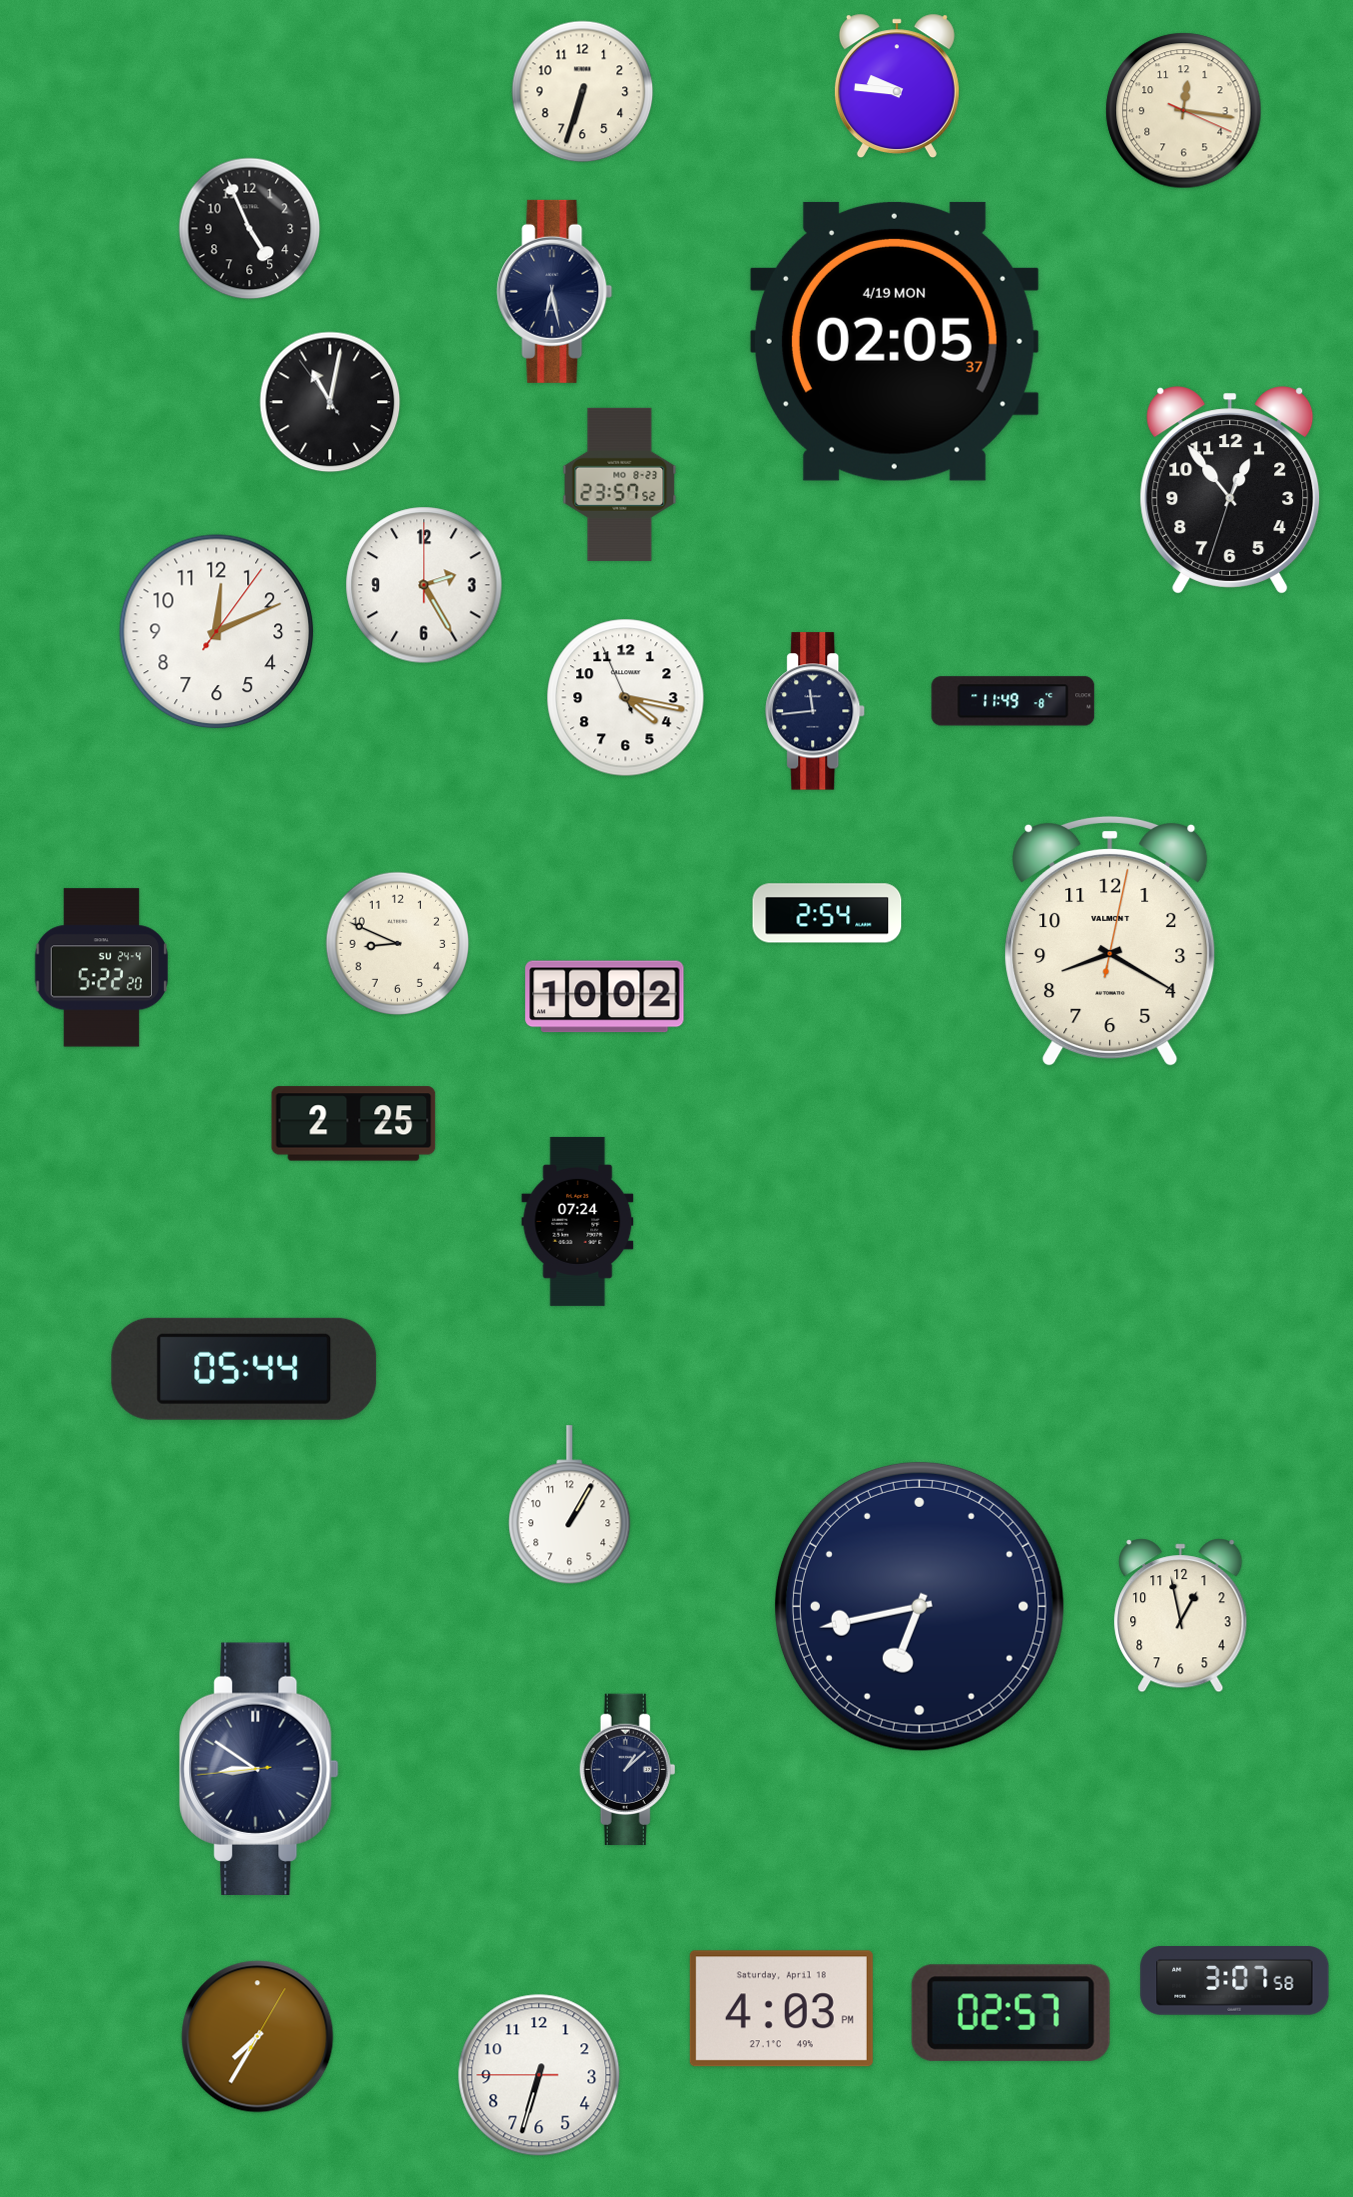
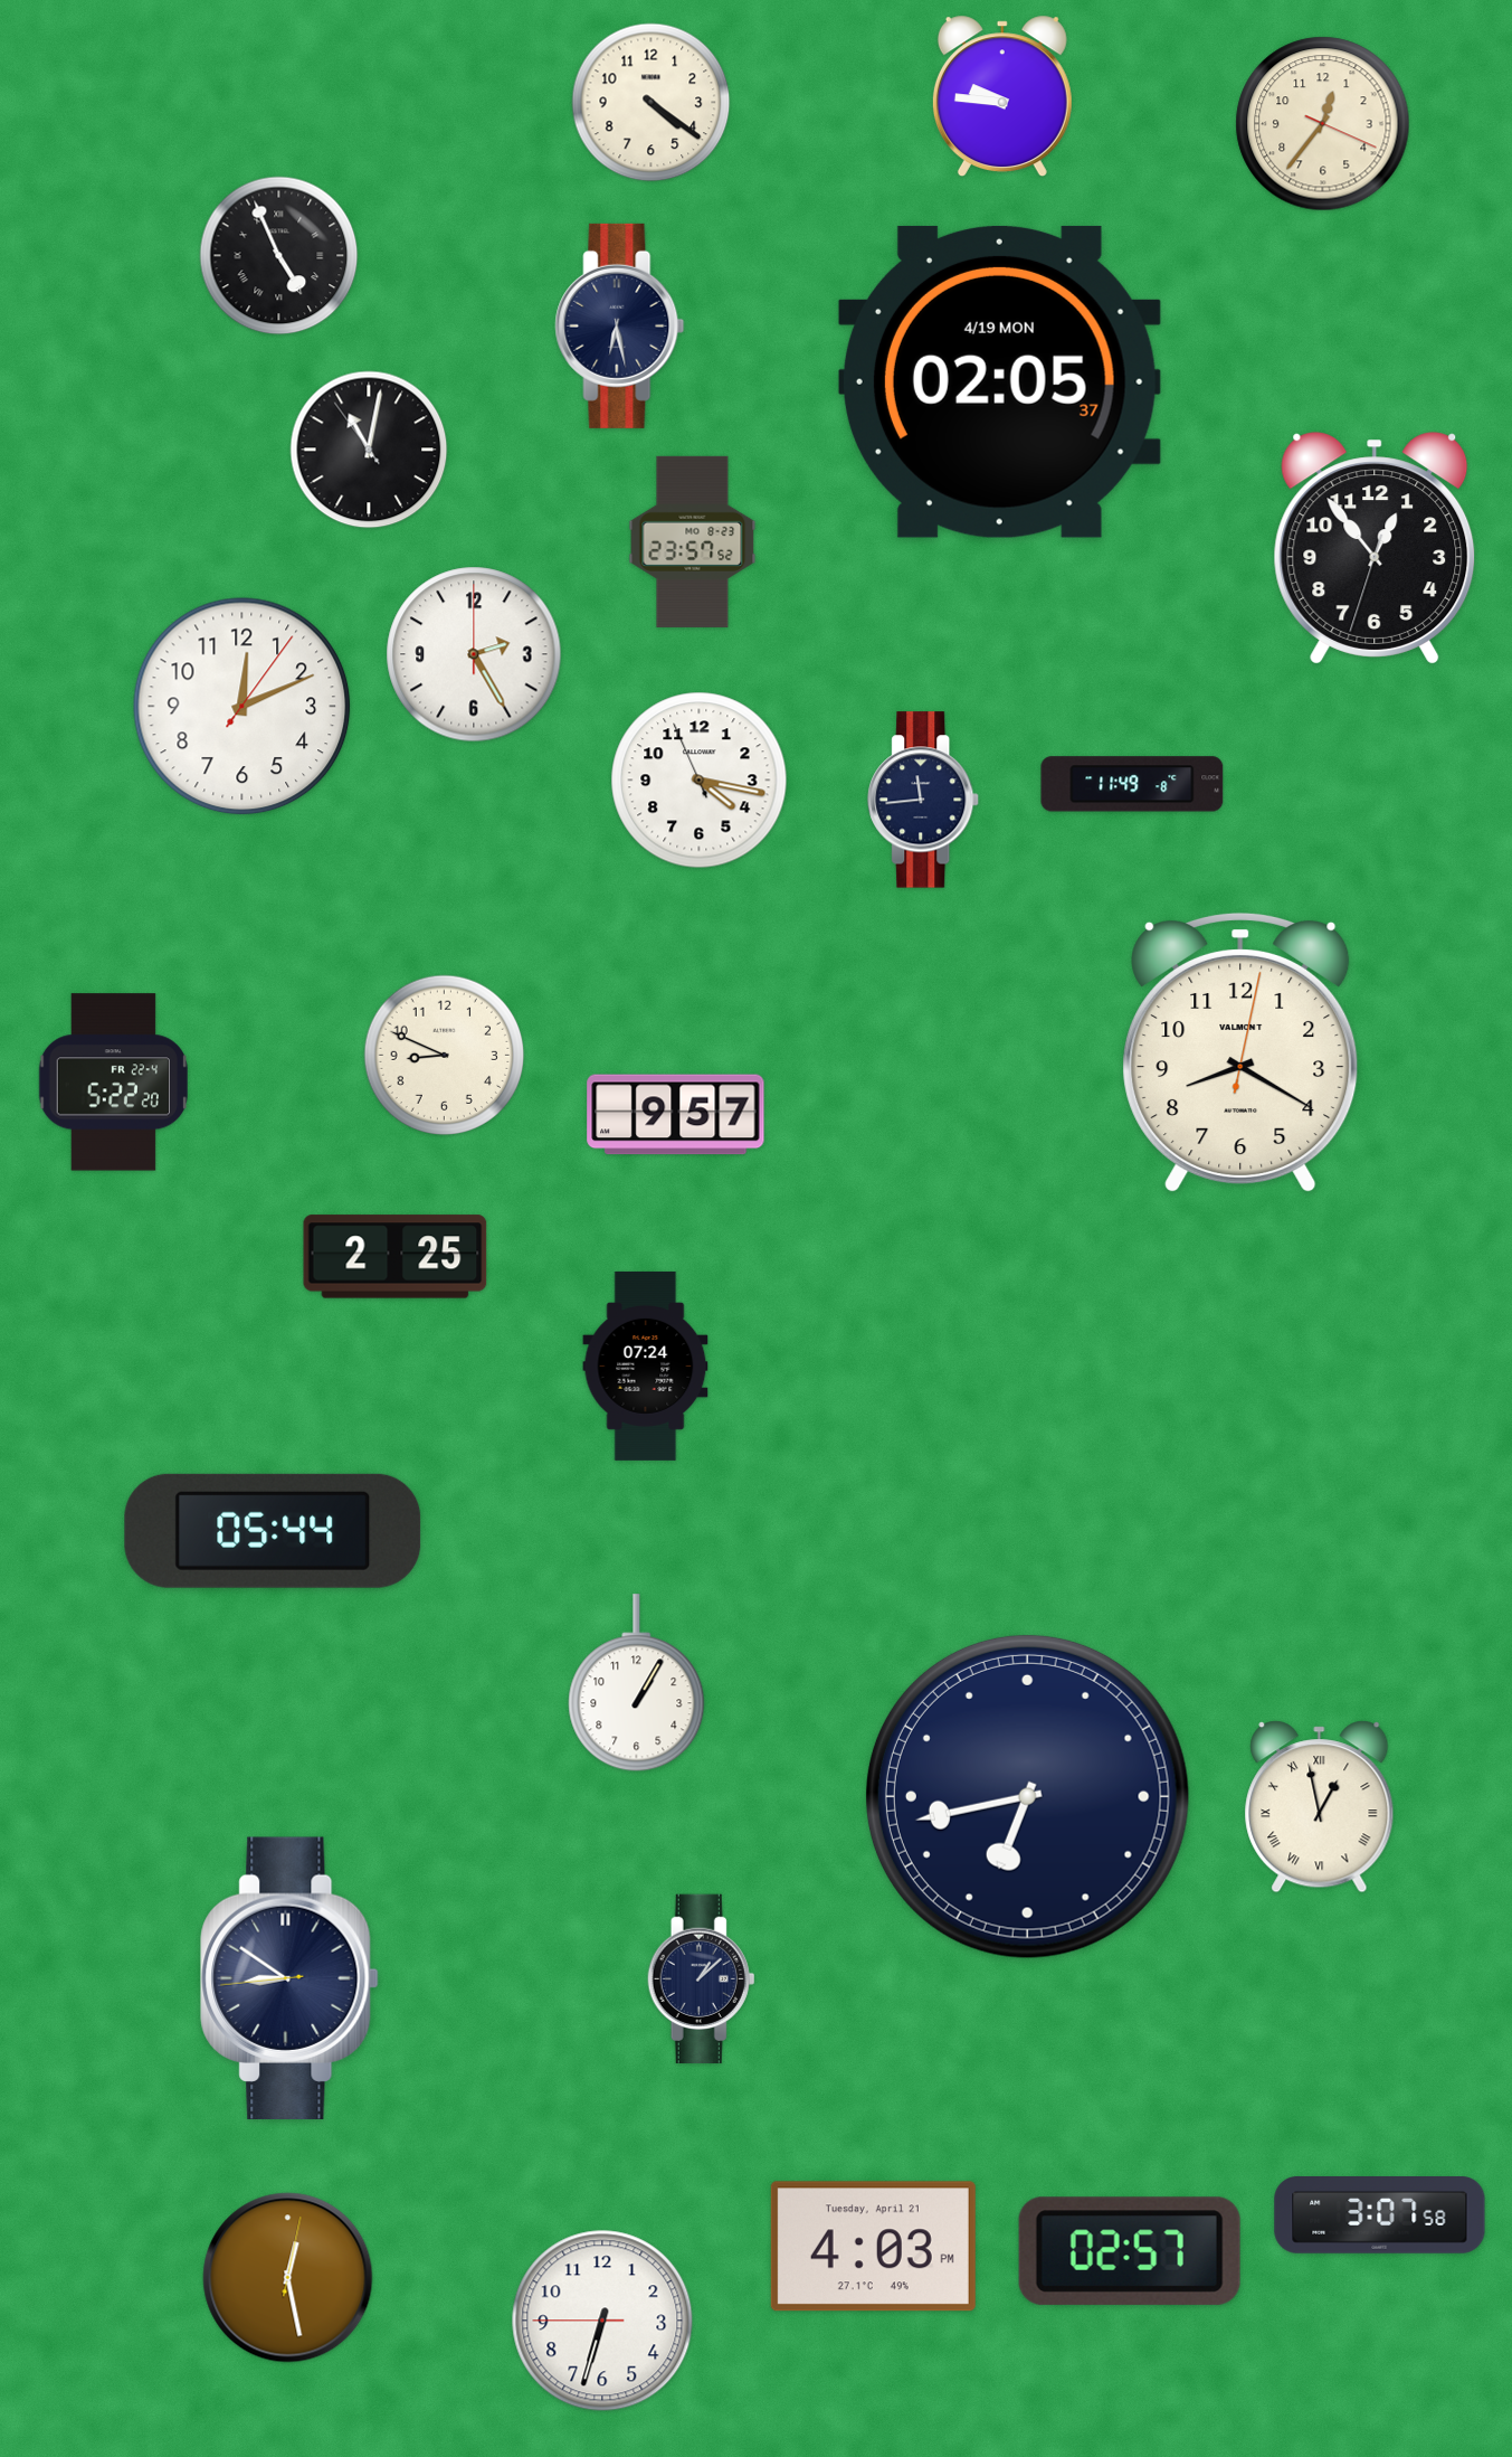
clock at (583, 92): 6:33 -> 4:21
clock at (1184, 111): 12:16 -> 12:36
clock at (250, 229) numerals: Arabic -> Roman
clock at (816, 711) position: (816, 711) -> (924, 800)
clock at (827, 913): 2:54 -> none
clock at (101, 968) date: SU 24-4 -> FR 22-4
clock at (605, 997): 10:02 -> 9:57
clock at (1181, 1616) numerals: Arabic -> Roman
clock at (781, 2009) date: Saturday, April 18 -> Tuesday, April 21
clock at (258, 2037): 7:35 -> 12:28
